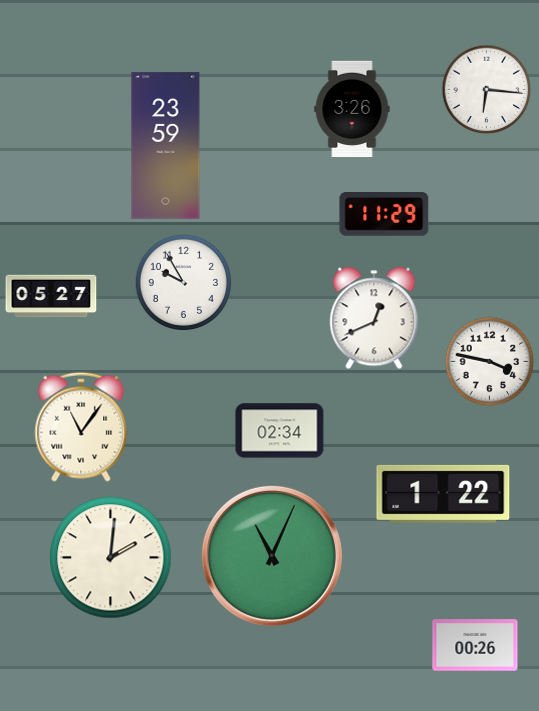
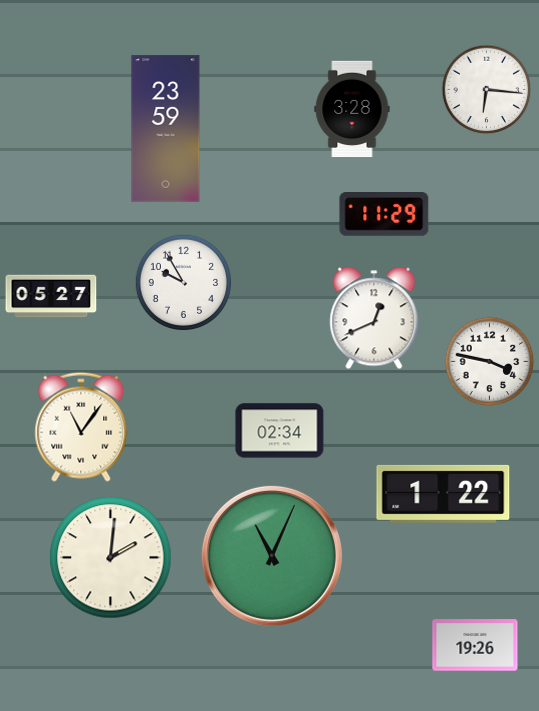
clock at (352, 108): 3:26 -> 3:28
clock at (166, 146) position: (166, 146) -> (166, 129)
clock at (475, 645): 00:26 -> 19:26
